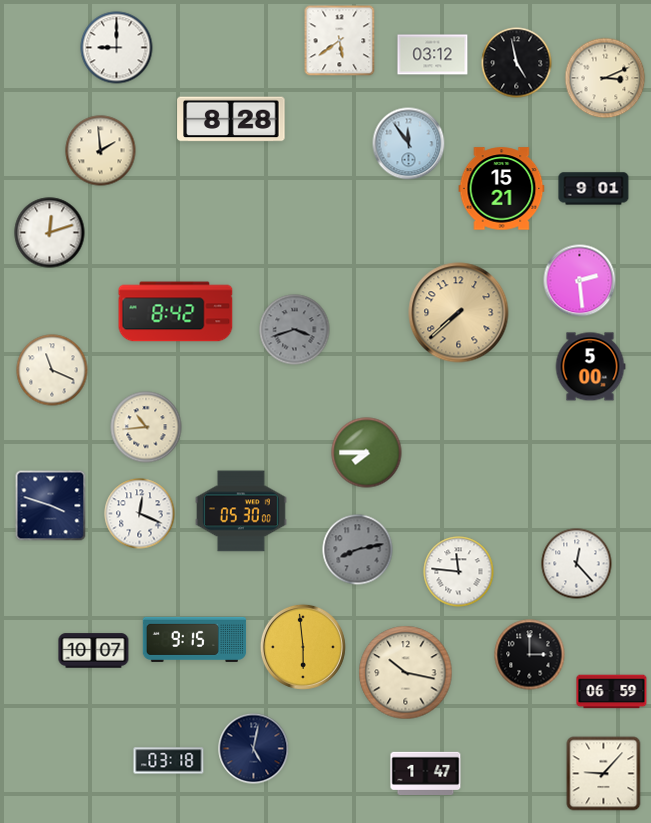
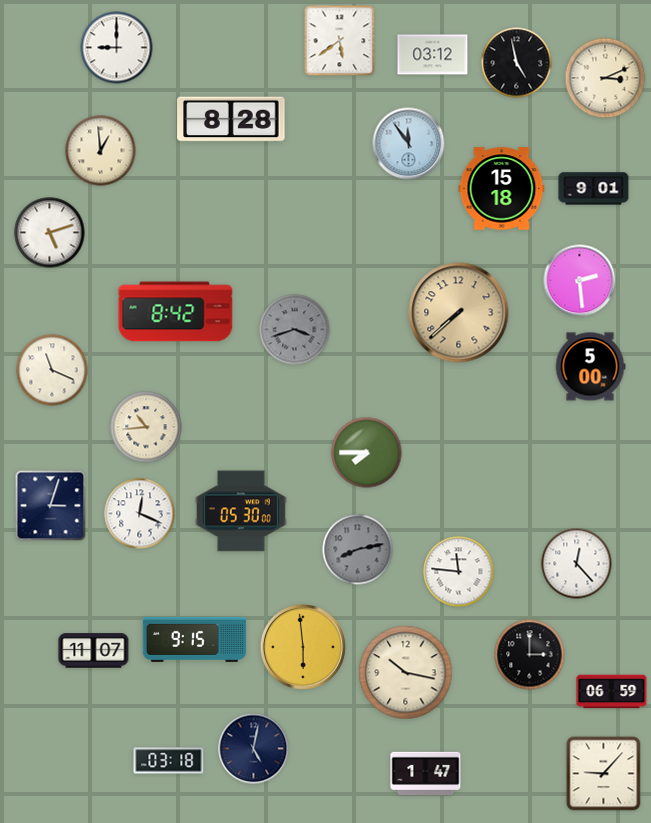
clock at (101, 151): 1:59 -> 12:59
clock at (502, 189): 15:21 -> 15:18
clock at (50, 233): 12:12 -> 5:12
clock at (51, 506): 3:48 -> 3:03
clock at (94, 651): 10:07 -> 11:07
